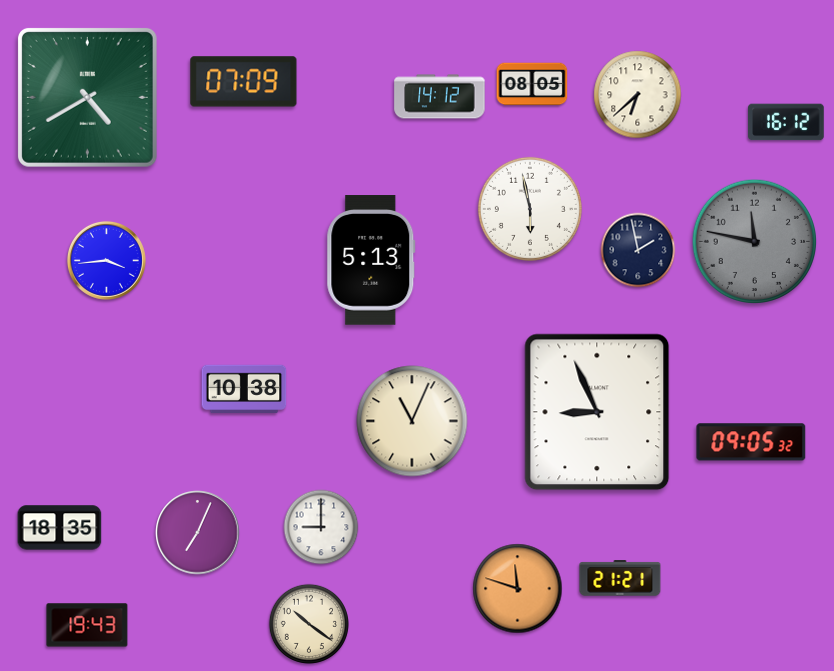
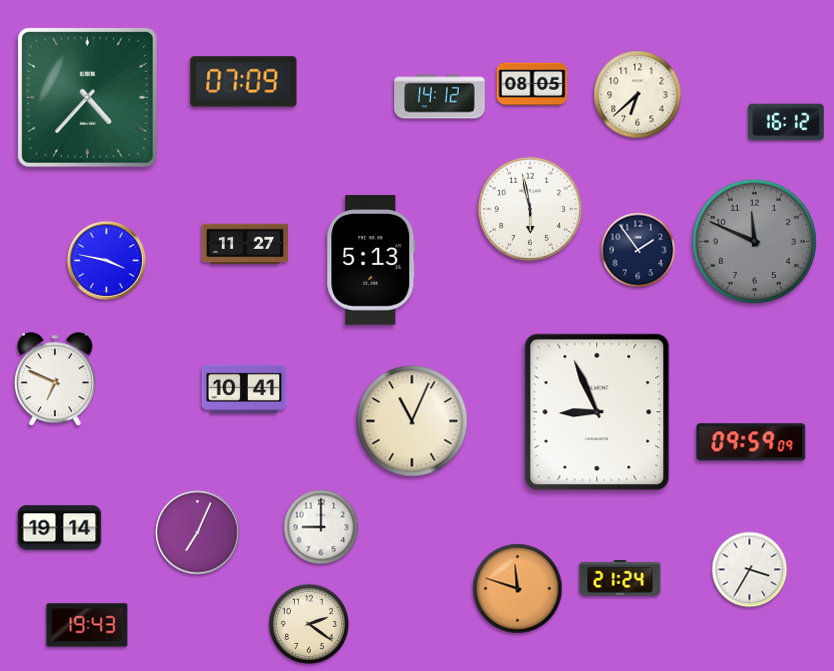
clock at (87, 97): 4:40 -> 4:37
clock at (754, 241): 11:47 -> 11:49
clock at (244, 244): none -> 11:27
clock at (638, 250): 1:58 -> 1:54
clock at (106, 260): 3:44 -> 3:47
clock at (55, 380): none -> 6:49
clock at (244, 389): 10:38 -> 10:41
clock at (751, 442): 09:05 -> 09:59
clock at (60, 528): 18:35 -> 19:14
clock at (750, 570): none -> 3:35
clock at (620, 578): 21:21 -> 21:24
clock at (308, 623): 10:21 -> 2:21
